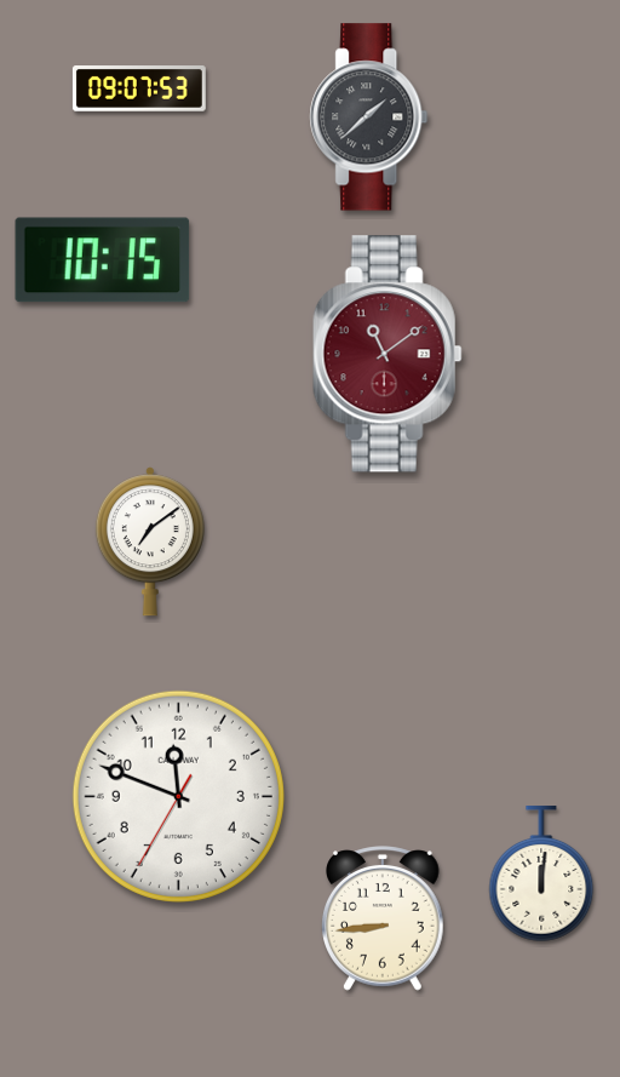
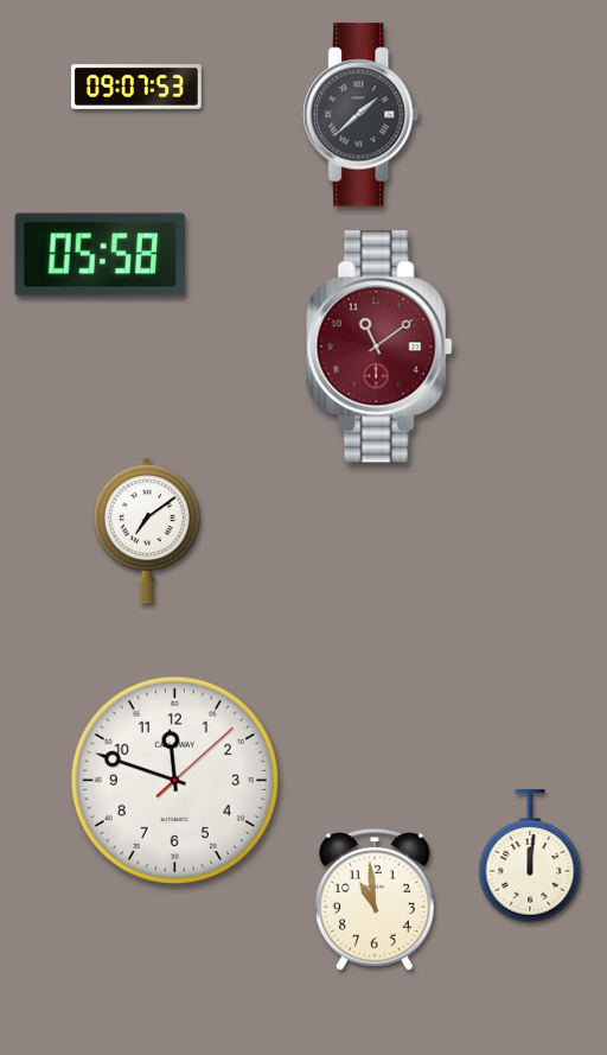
clock at (103, 260): 10:15 -> 05:58
clock at (178, 796): 11:48:35 -> 11:48:08
clock at (384, 918): 8:44 -> 10:59
